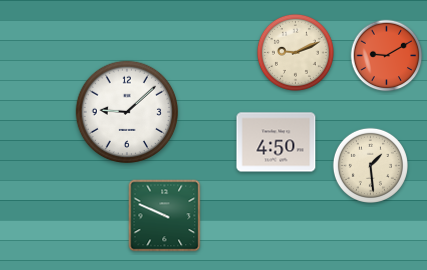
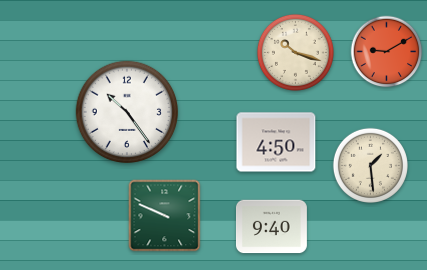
clock at (295, 52): 9:11 -> 10:18
clock at (387, 56) position: (387, 56) -> (387, 52)
clock at (127, 112): 9:08 -> 10:24
clock at (271, 227): none -> 9:40
